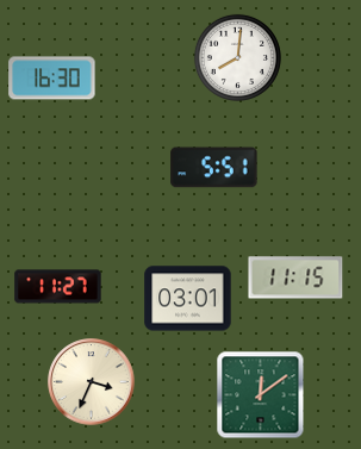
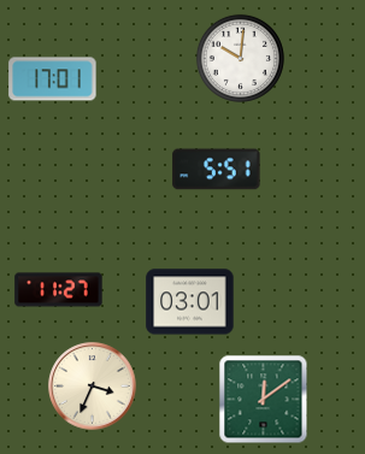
clock at (237, 57): 8:01 -> 10:01
clock at (52, 79): 16:30 -> 17:01
clock at (295, 277): 11:15 -> none
